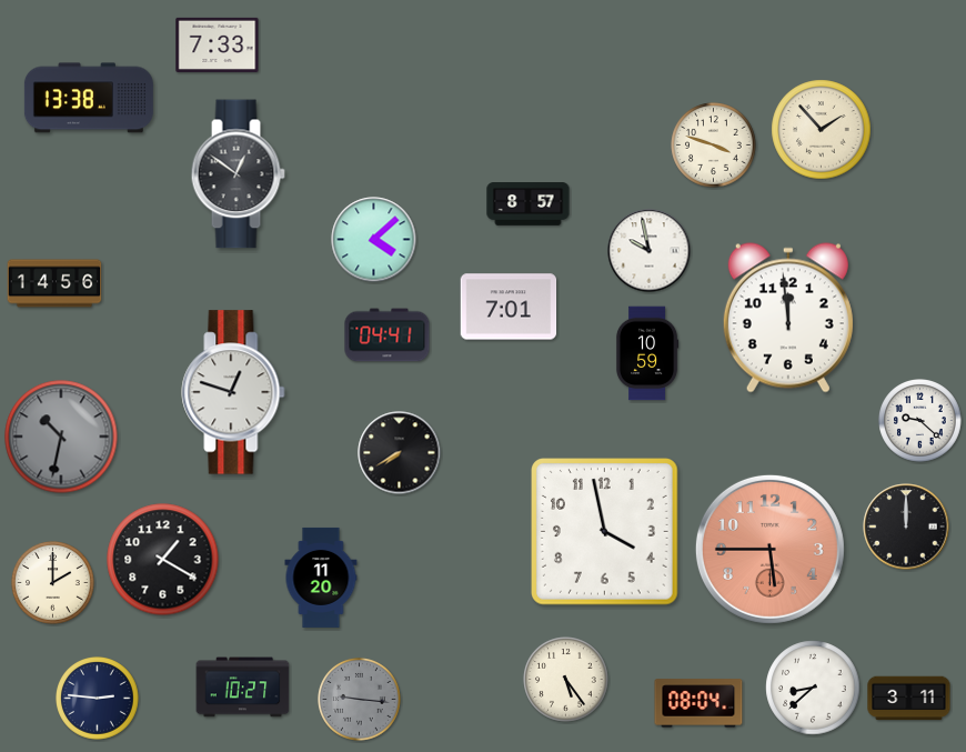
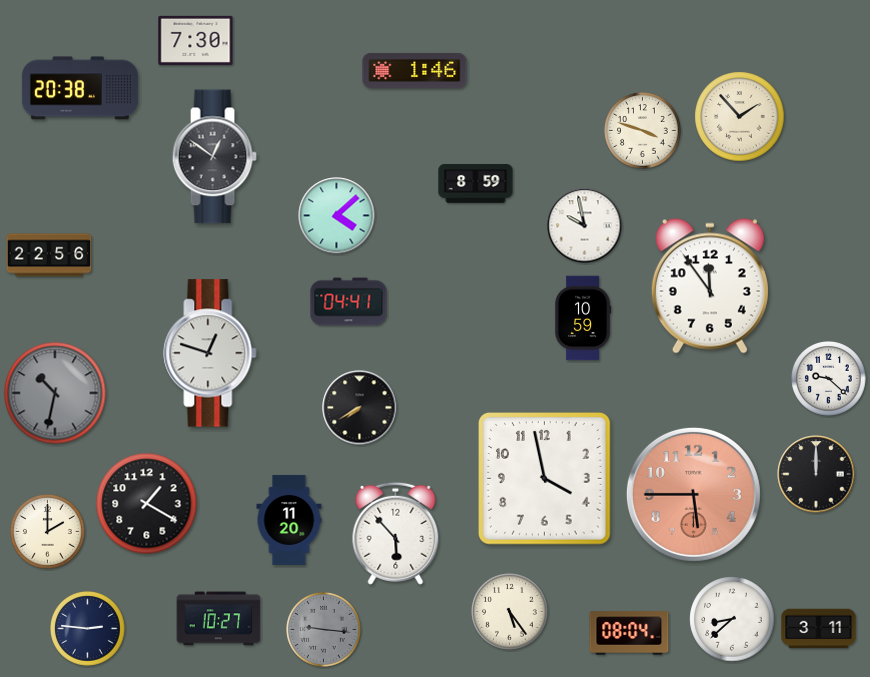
clock at (218, 44): 7:33 -> 7:30
clock at (415, 70): none -> 1:46
clock at (89, 98): 13:38 -> 20:38
clock at (529, 204): 8:57 -> 8:59
clock at (54, 283): 14:56 -> 22:56
clock at (509, 307): 7:01 -> none
clock at (788, 318): 11:59 -> 11:54
clock at (53, 583) position: (53, 583) -> (48, 532)
clock at (396, 533): none -> 5:53
